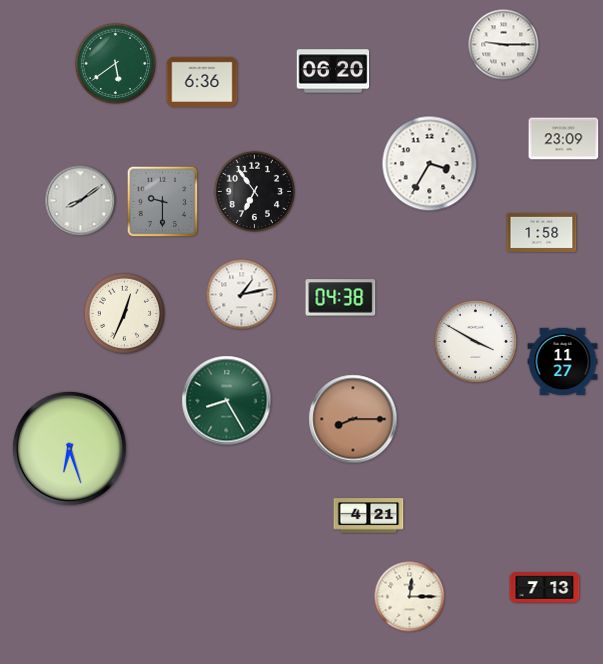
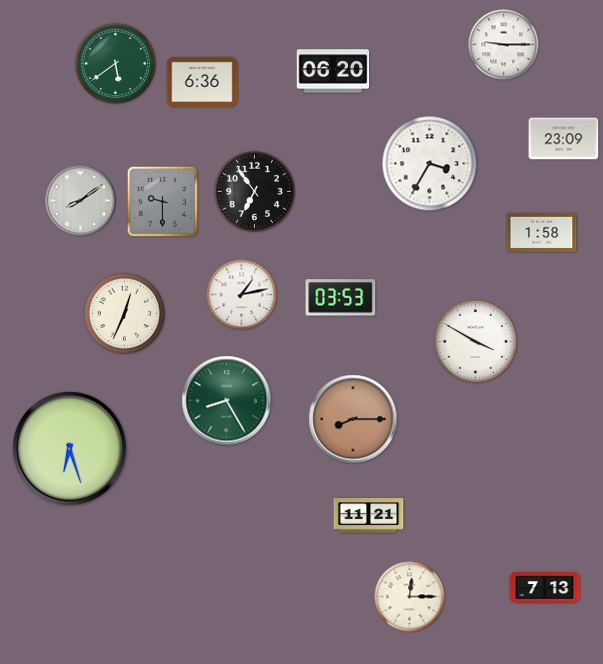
clock at (341, 298): 04:38 -> 03:53
clock at (563, 362): 11:27 -> none
clock at (369, 516): 4:21 -> 11:21
